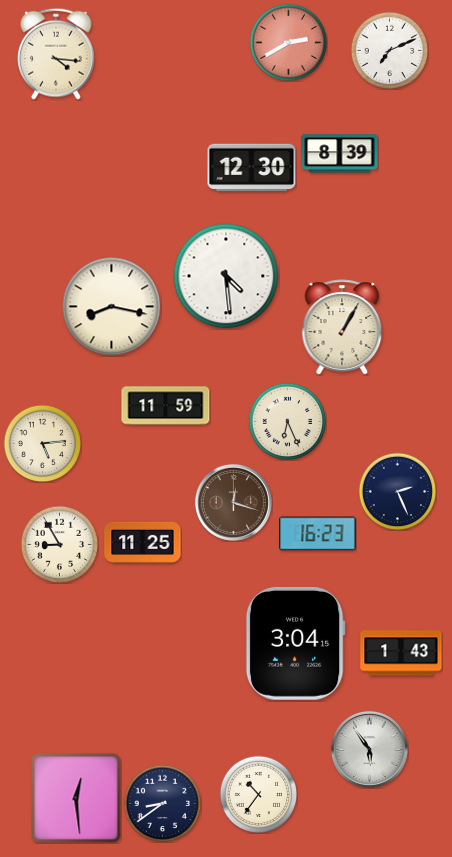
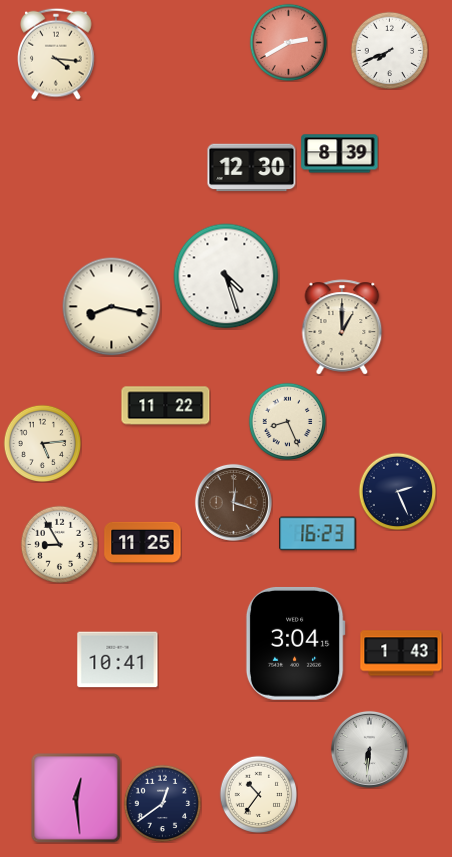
clock at (389, 50): 7:11 -> 7:41
clock at (226, 276): 4:29 -> 4:27
clock at (342, 327): 1:05 -> 1:00
clock at (166, 406): 11:59 -> 11:22
clock at (287, 421): 6:26 -> 8:26
clock at (118, 660): none -> 10:41
clock at (369, 749): 5:54 -> 6:31
clock at (162, 803): 8:39 -> 12:39
